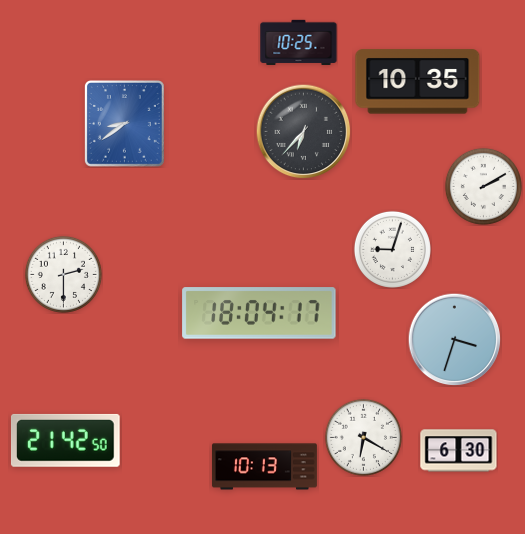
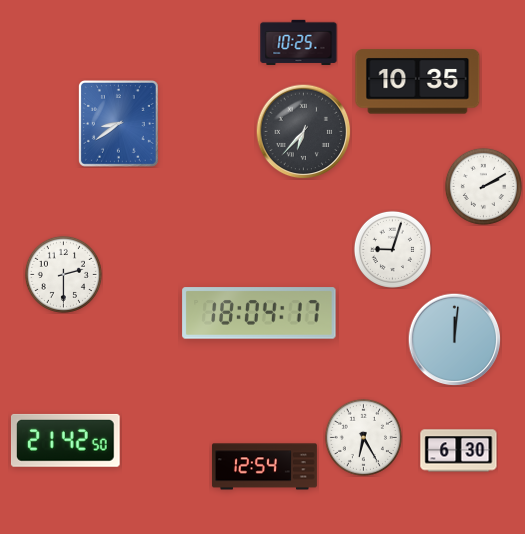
clock at (124, 124) position: (124, 124) -> (118, 124)
clock at (454, 339): 3:33 -> 12:01
clock at (363, 437): 6:20 -> 6:25
clock at (264, 467): 10:13 -> 12:54
